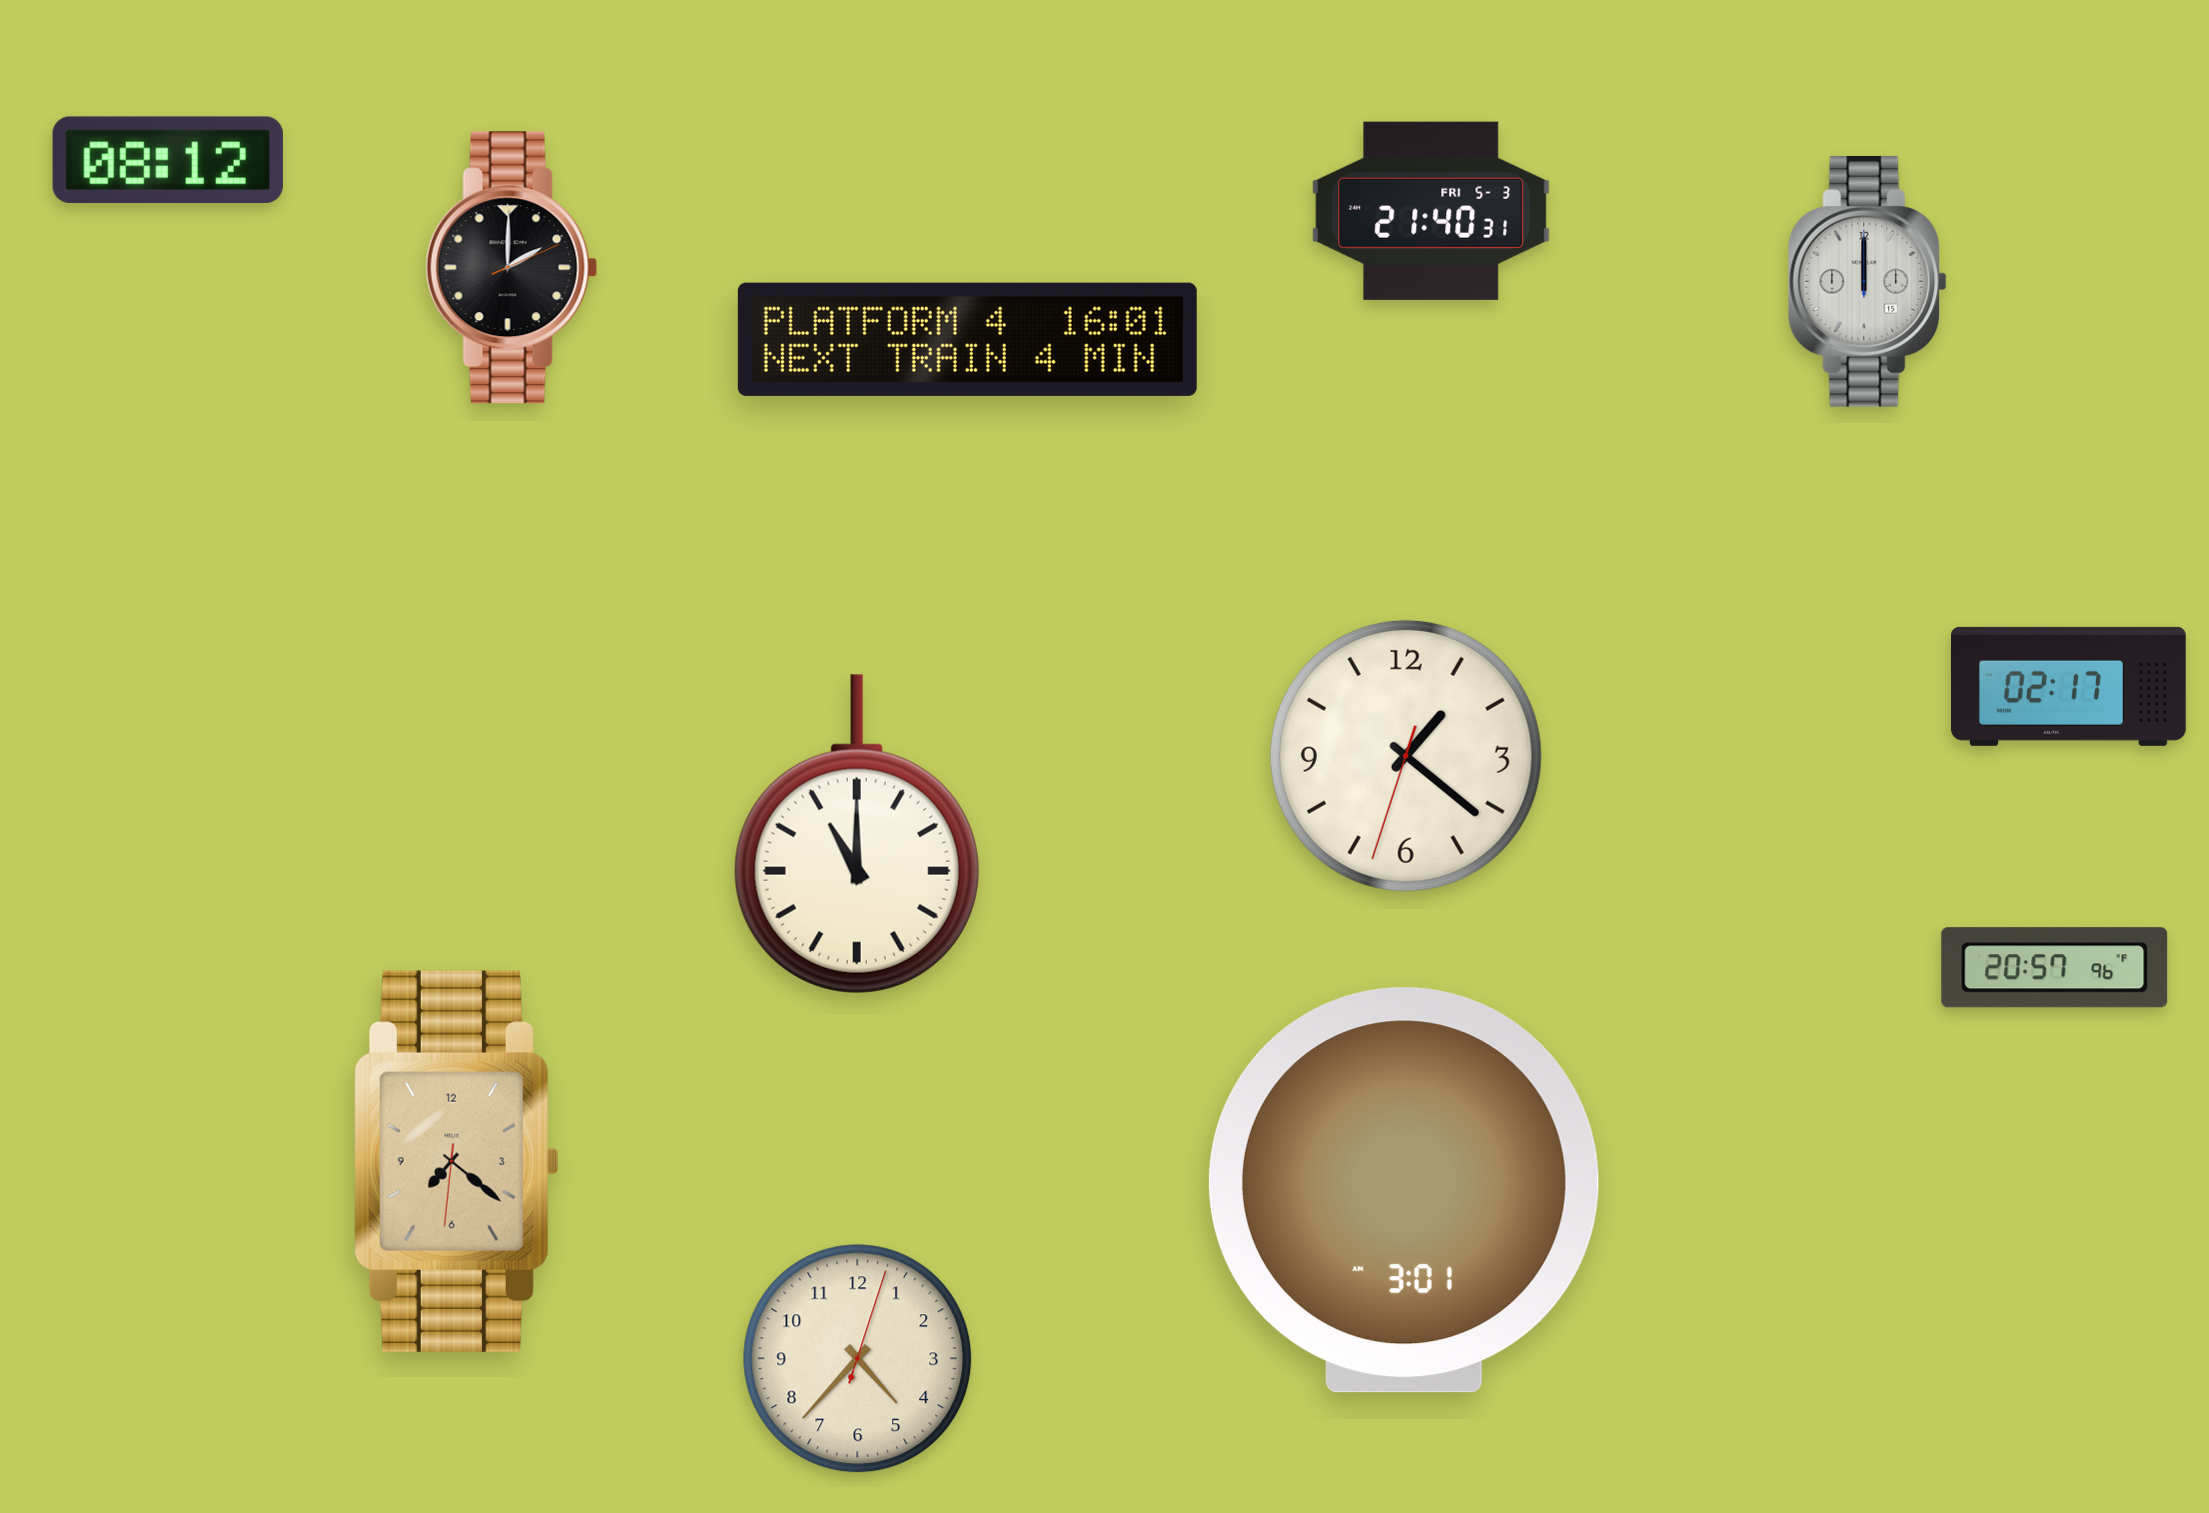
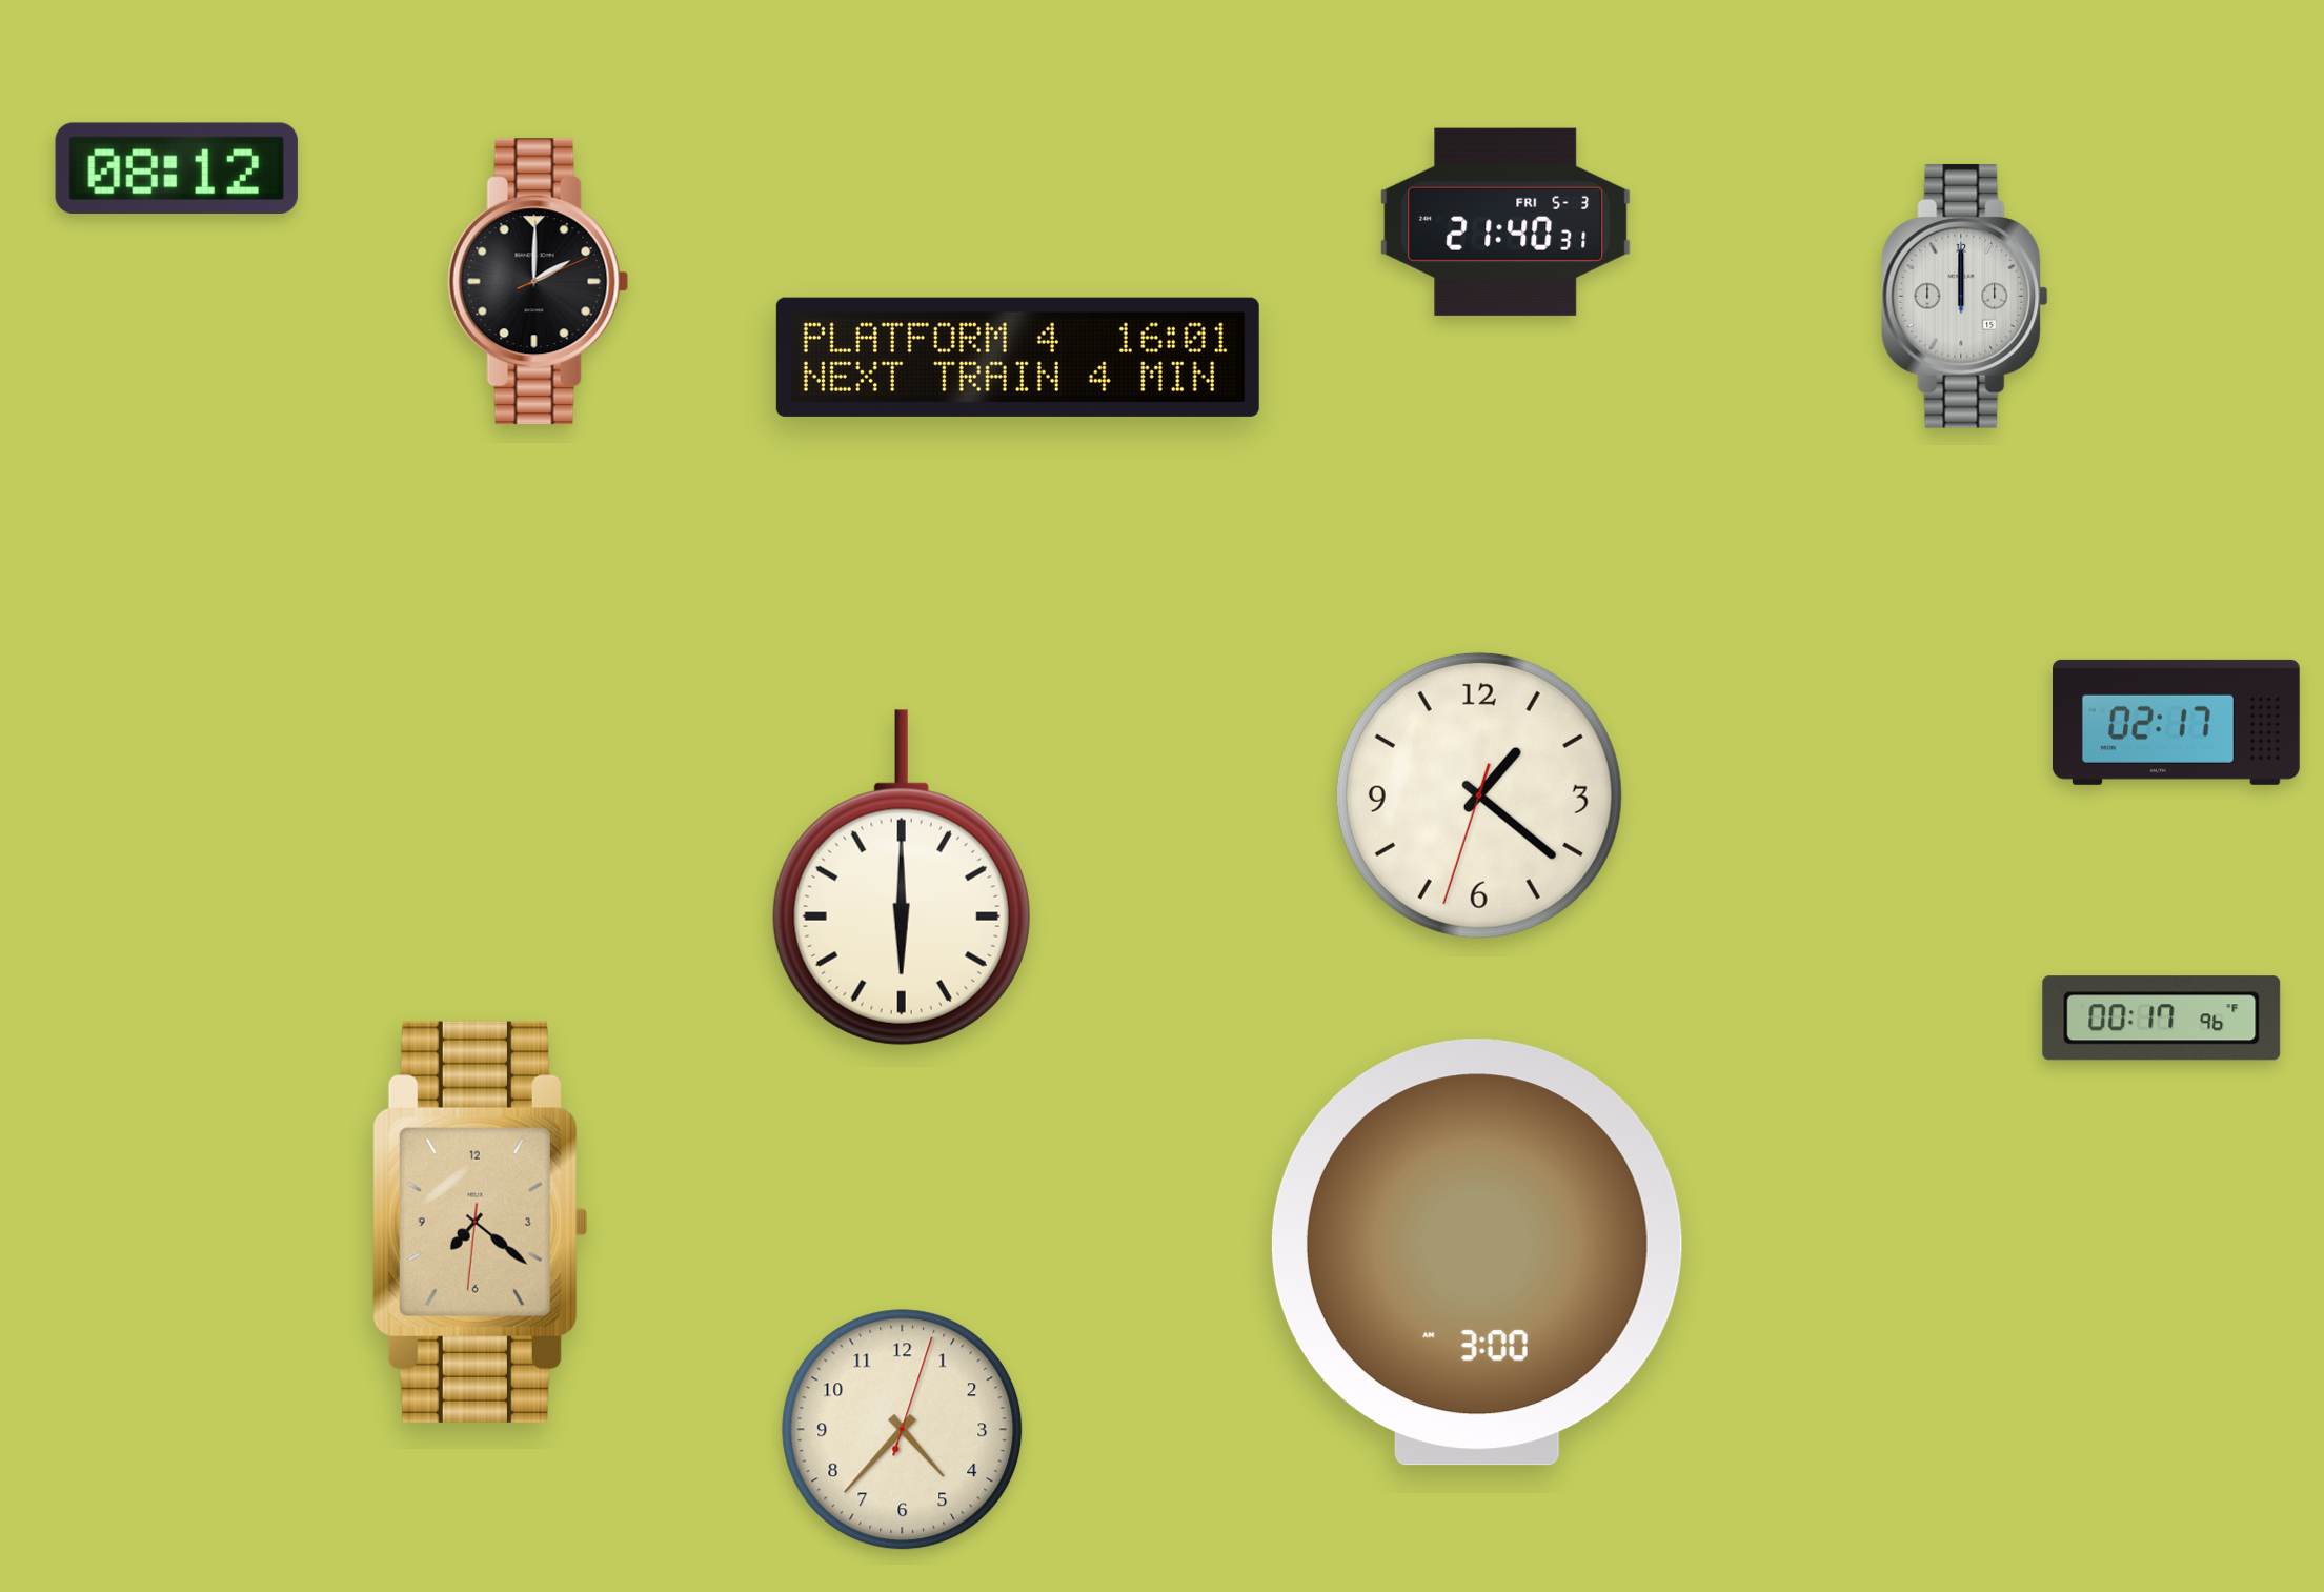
clock at (857, 834): 11:00 -> 6:00
clock at (2055, 968): 20:57 -> 00:17
clock at (1404, 1190): 3:01 -> 3:00
